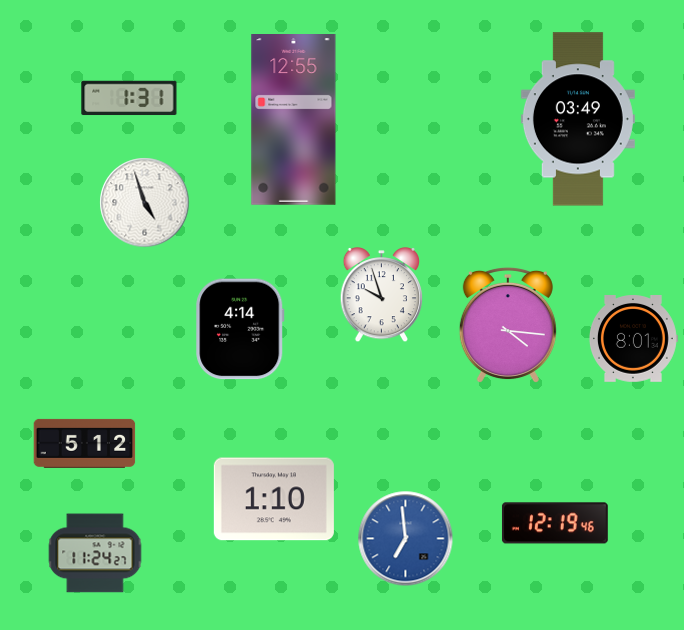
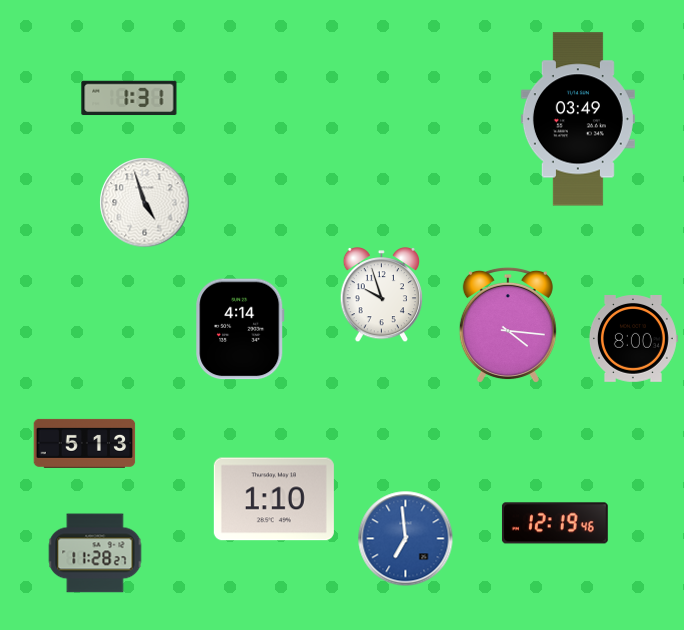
clock at (294, 120): 12:55 -> none
clock at (633, 339): 8:01 -> 8:00
clock at (85, 443): 5:12 -> 5:13
clock at (95, 553): 11:24 -> 11:28
